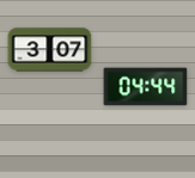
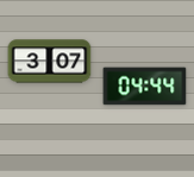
clock at (50, 50) position: (50, 50) -> (50, 62)
